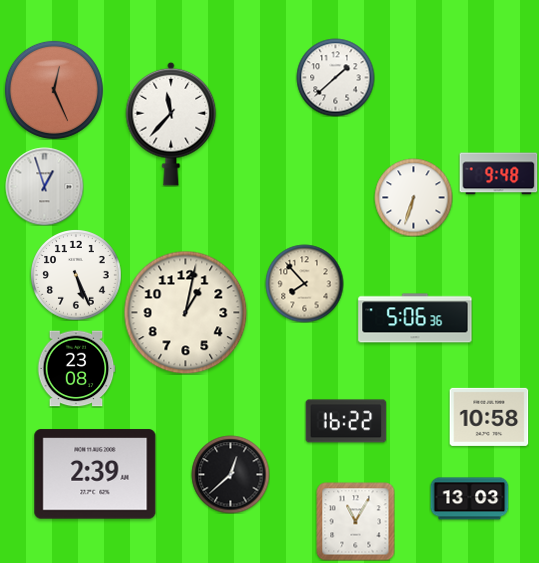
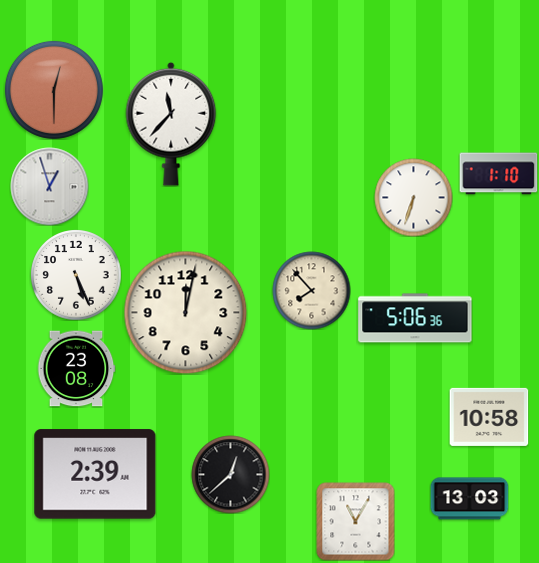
clock at (335, 77): 1:38 -> none
clock at (54, 90): 12:26 -> 12:30
clock at (498, 174): 9:48 -> 1:10
clock at (44, 186) position: (44, 186) -> (49, 186)
clock at (304, 283) position: (304, 283) -> (311, 290)
clock at (185, 312): 1:02 -> 12:02
clock at (346, 421): 16:22 -> none
